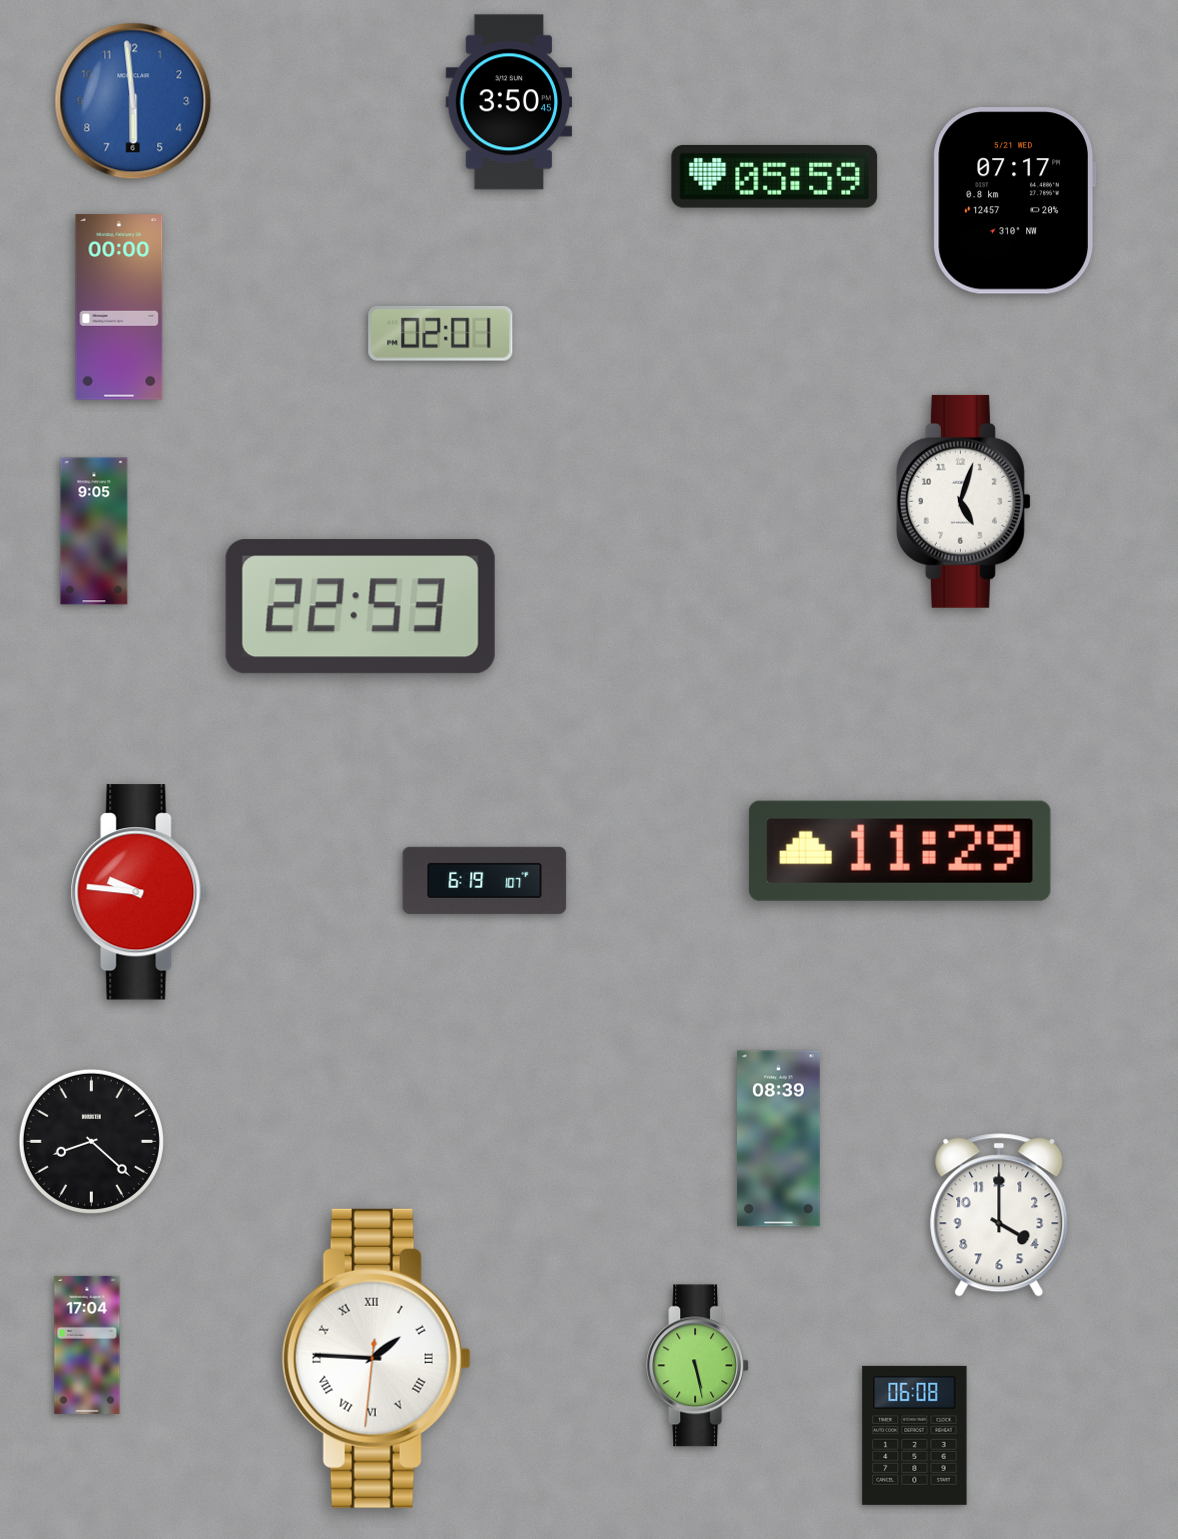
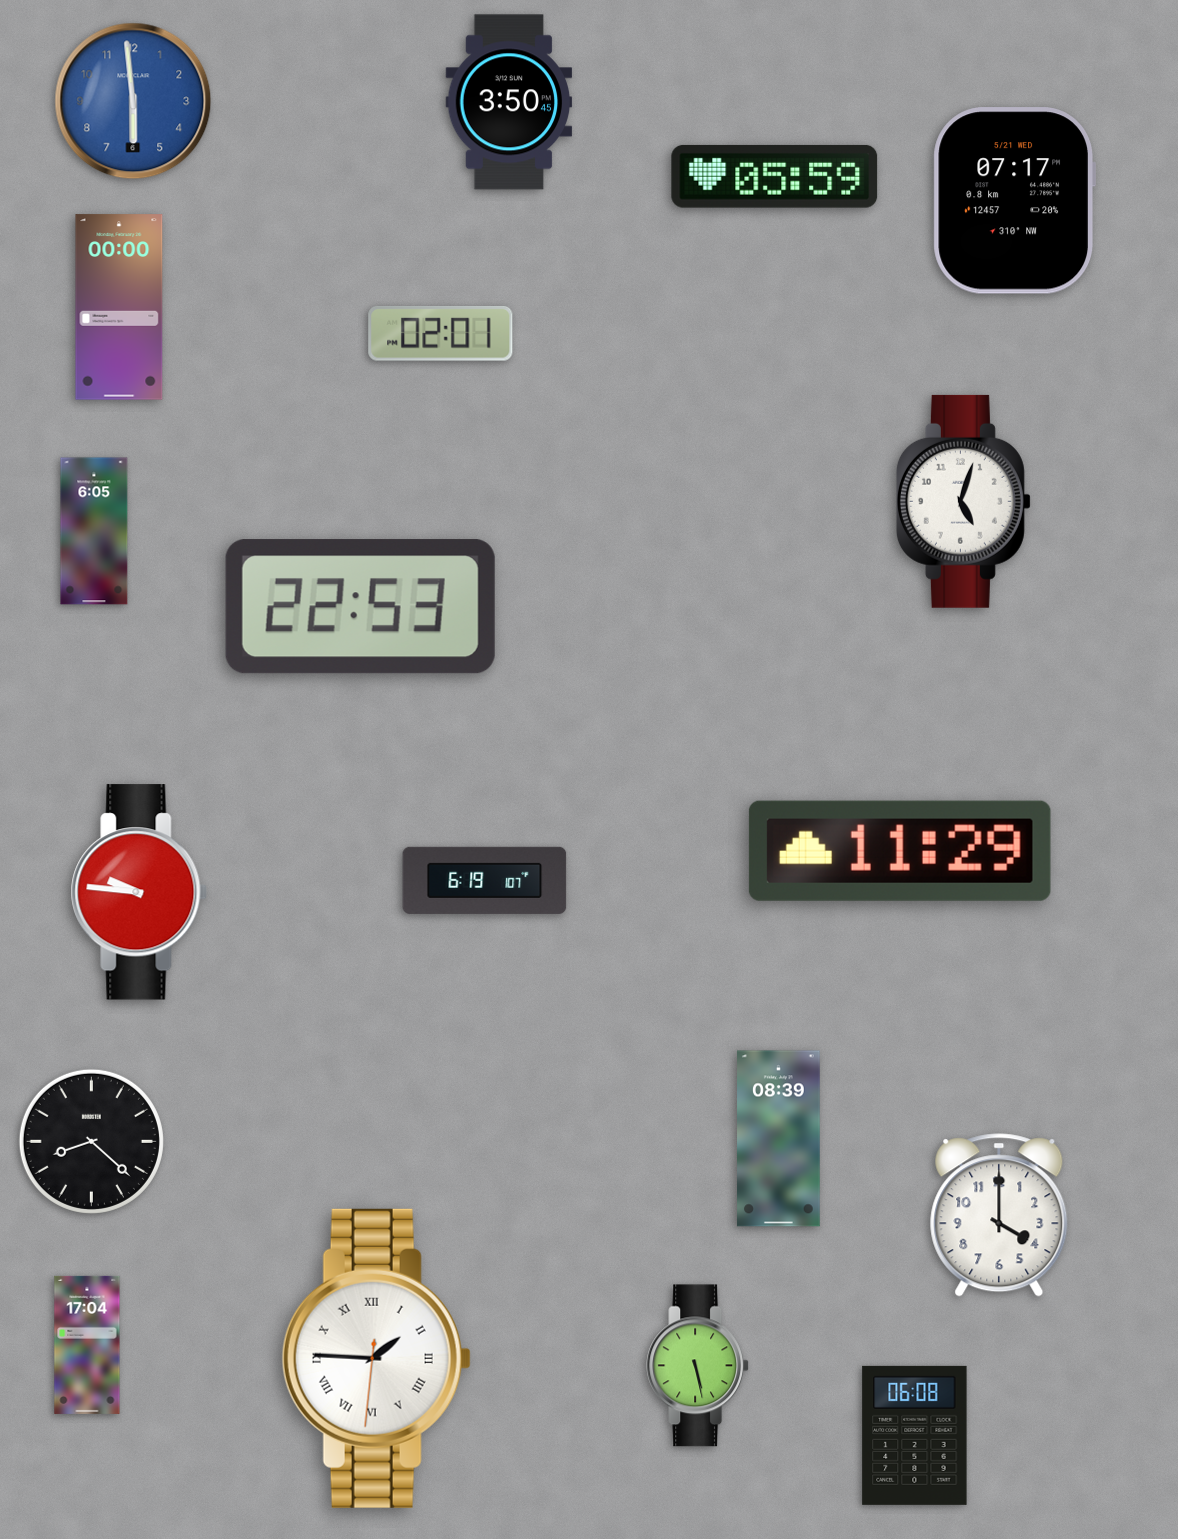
clock at (94, 531): 9:05 -> 6:05
